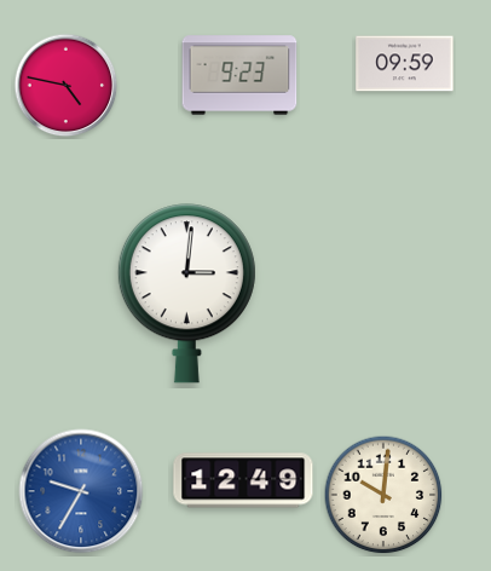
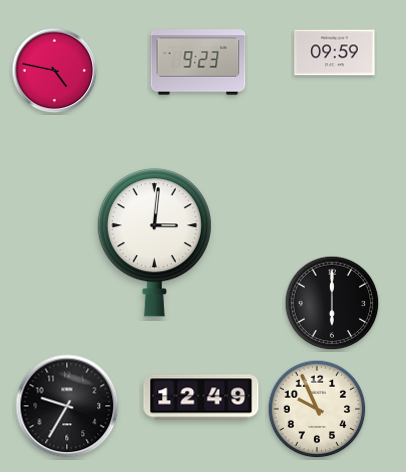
clock at (332, 303): none -> 6:00
clock at (81, 491) dial: blue -> black
clock at (383, 495): 10:01 -> 9:56
